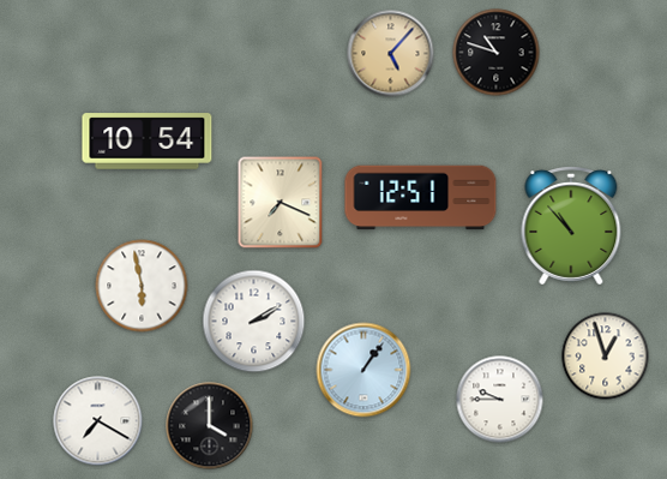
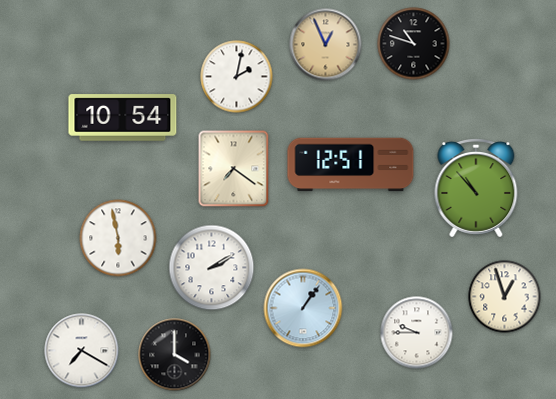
clock at (391, 54): 5:07 -> 12:56
clock at (237, 77): none -> 2:02
clock at (281, 203): 7:19 -> 7:21
